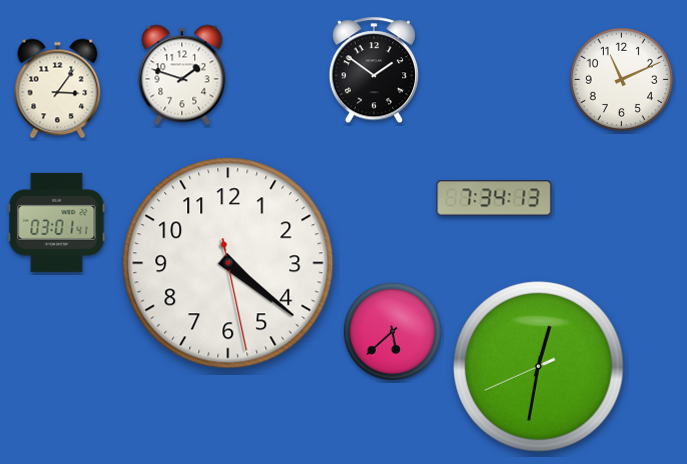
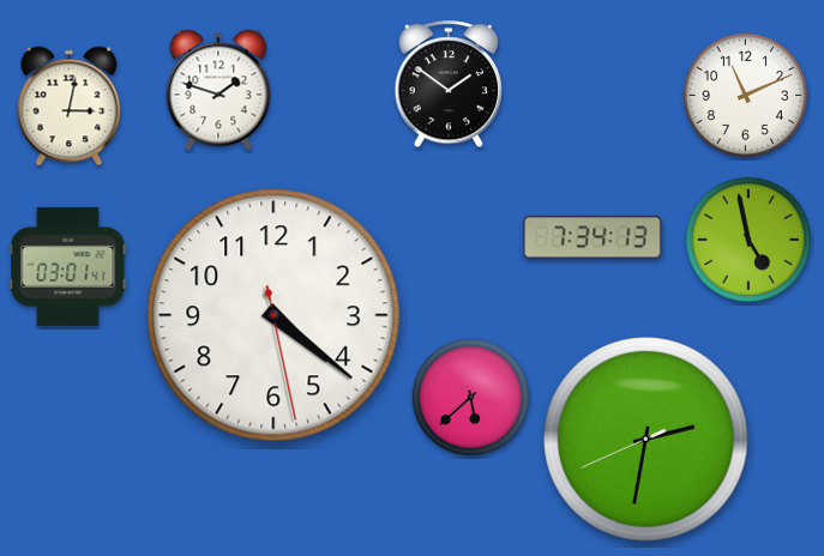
clock at (58, 89): 3:06 -> 3:02
clock at (748, 240): none -> 4:58
clock at (539, 367): 12:31 -> 2:31
